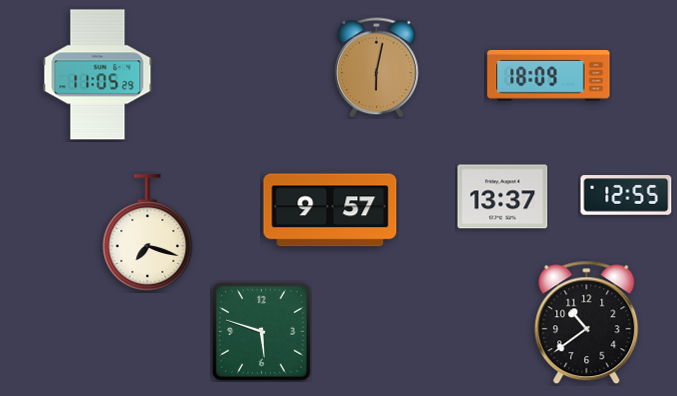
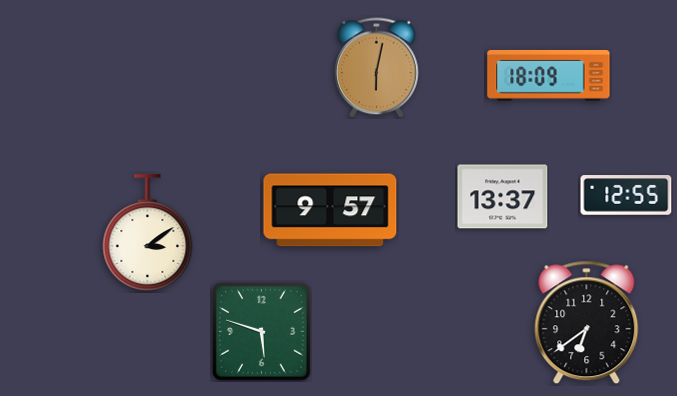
clock at (98, 75): 11:05 -> none
clock at (148, 233): 7:18 -> 3:09
clock at (587, 323): 10:39 -> 6:39
